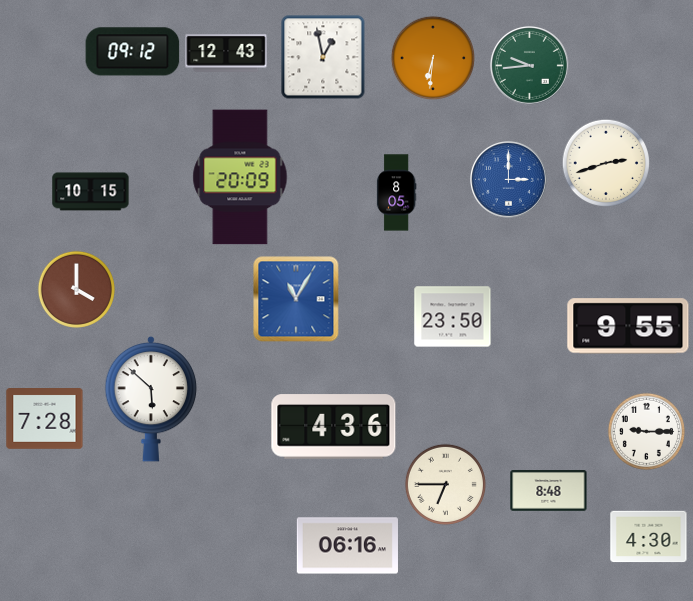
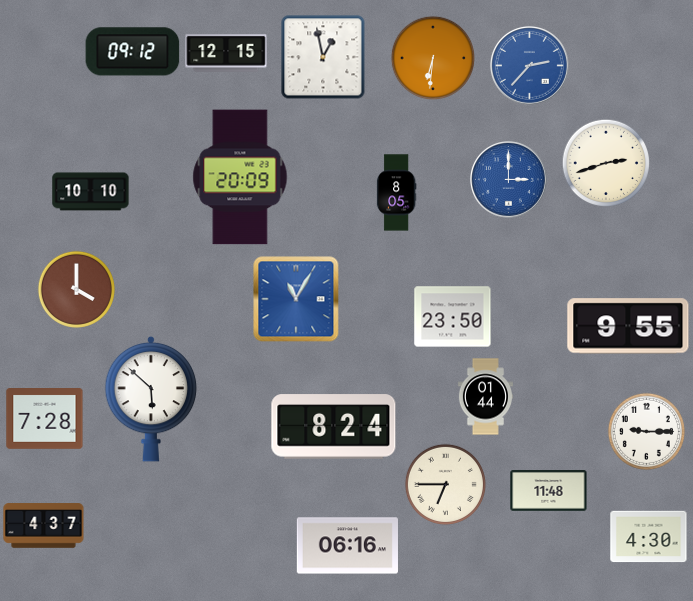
clock at (226, 53): 12:43 -> 12:15
clock at (529, 65): 9:44 -> 2:37
clock at (529, 65) dial: green -> blue
clock at (91, 192): 10:15 -> 10:10
clock at (485, 397): none -> 01:44
clock at (334, 427): 4:36 -> 8:24
clock at (549, 491): 8:48 -> 11:48
clock at (44, 526): none -> 4:37
